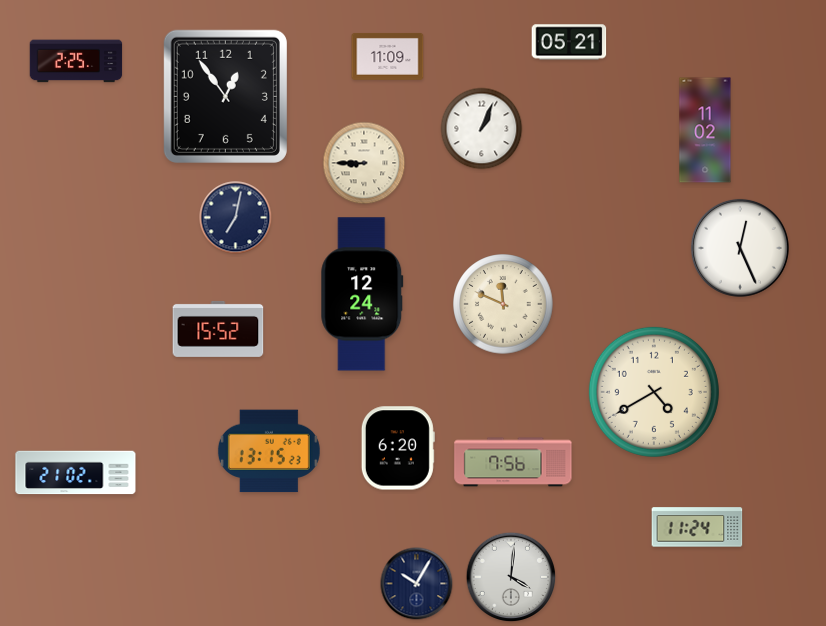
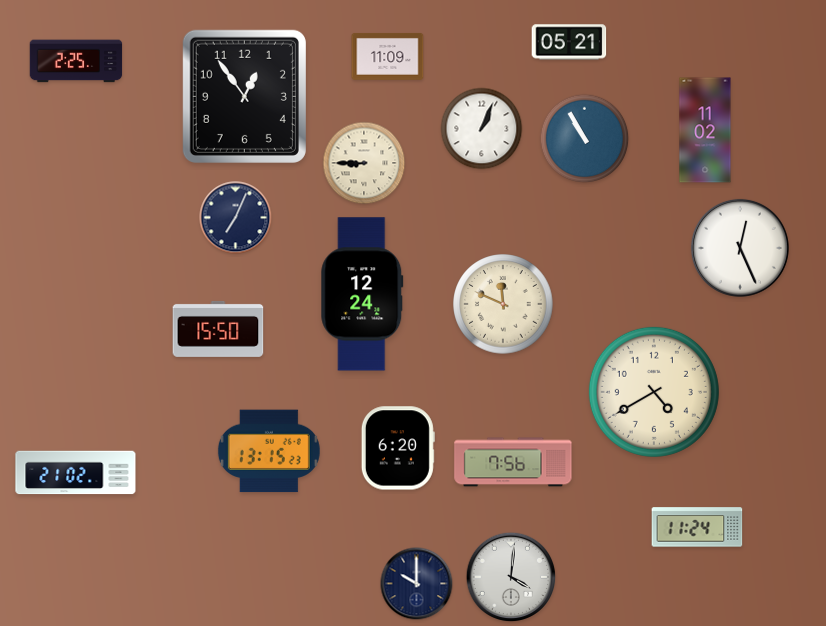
clock at (225, 96) position: (225, 96) -> (244, 96)
clock at (585, 139): none -> 10:55
clock at (236, 218): 7:02 -> 7:04
clock at (218, 329): 15:52 -> 15:50
clock at (417, 584): 10:05 -> 10:00
